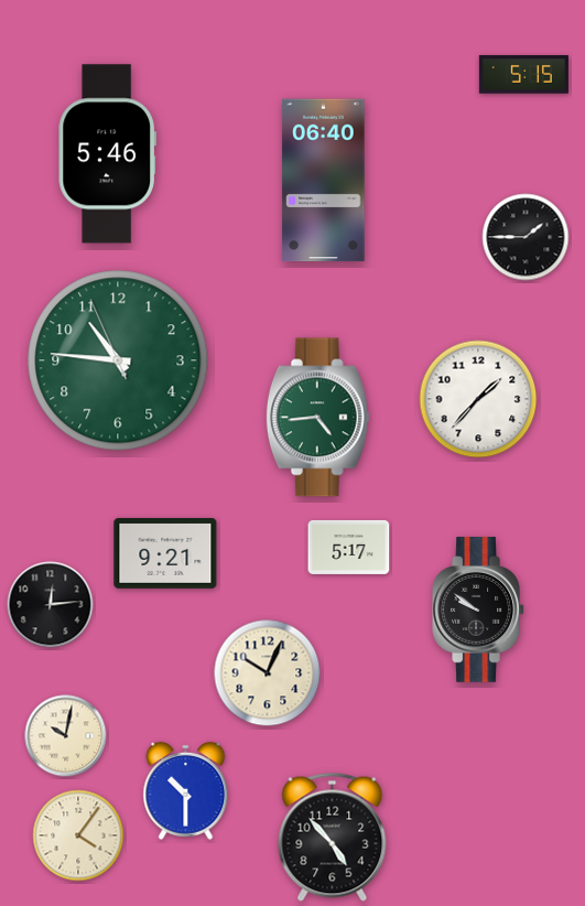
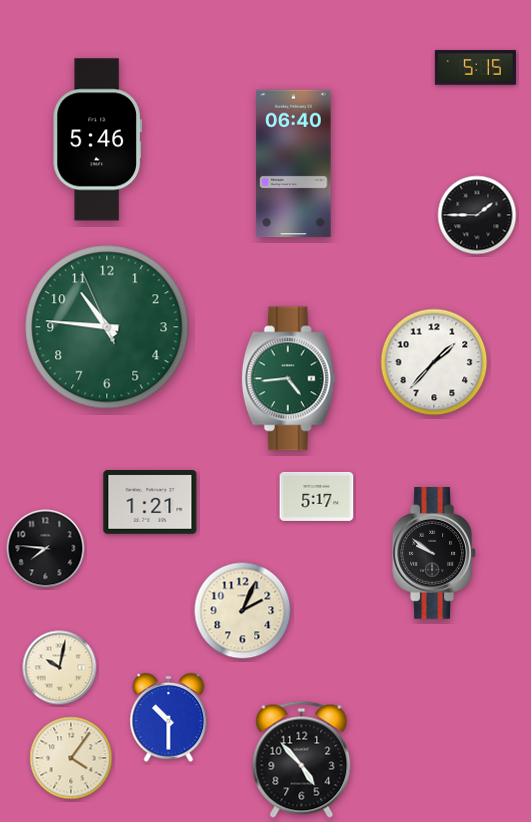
clock at (165, 554): 9:21 -> 1:21
clock at (51, 605): 12:14 -> 7:46
clock at (268, 673): 10:04 -> 2:04
